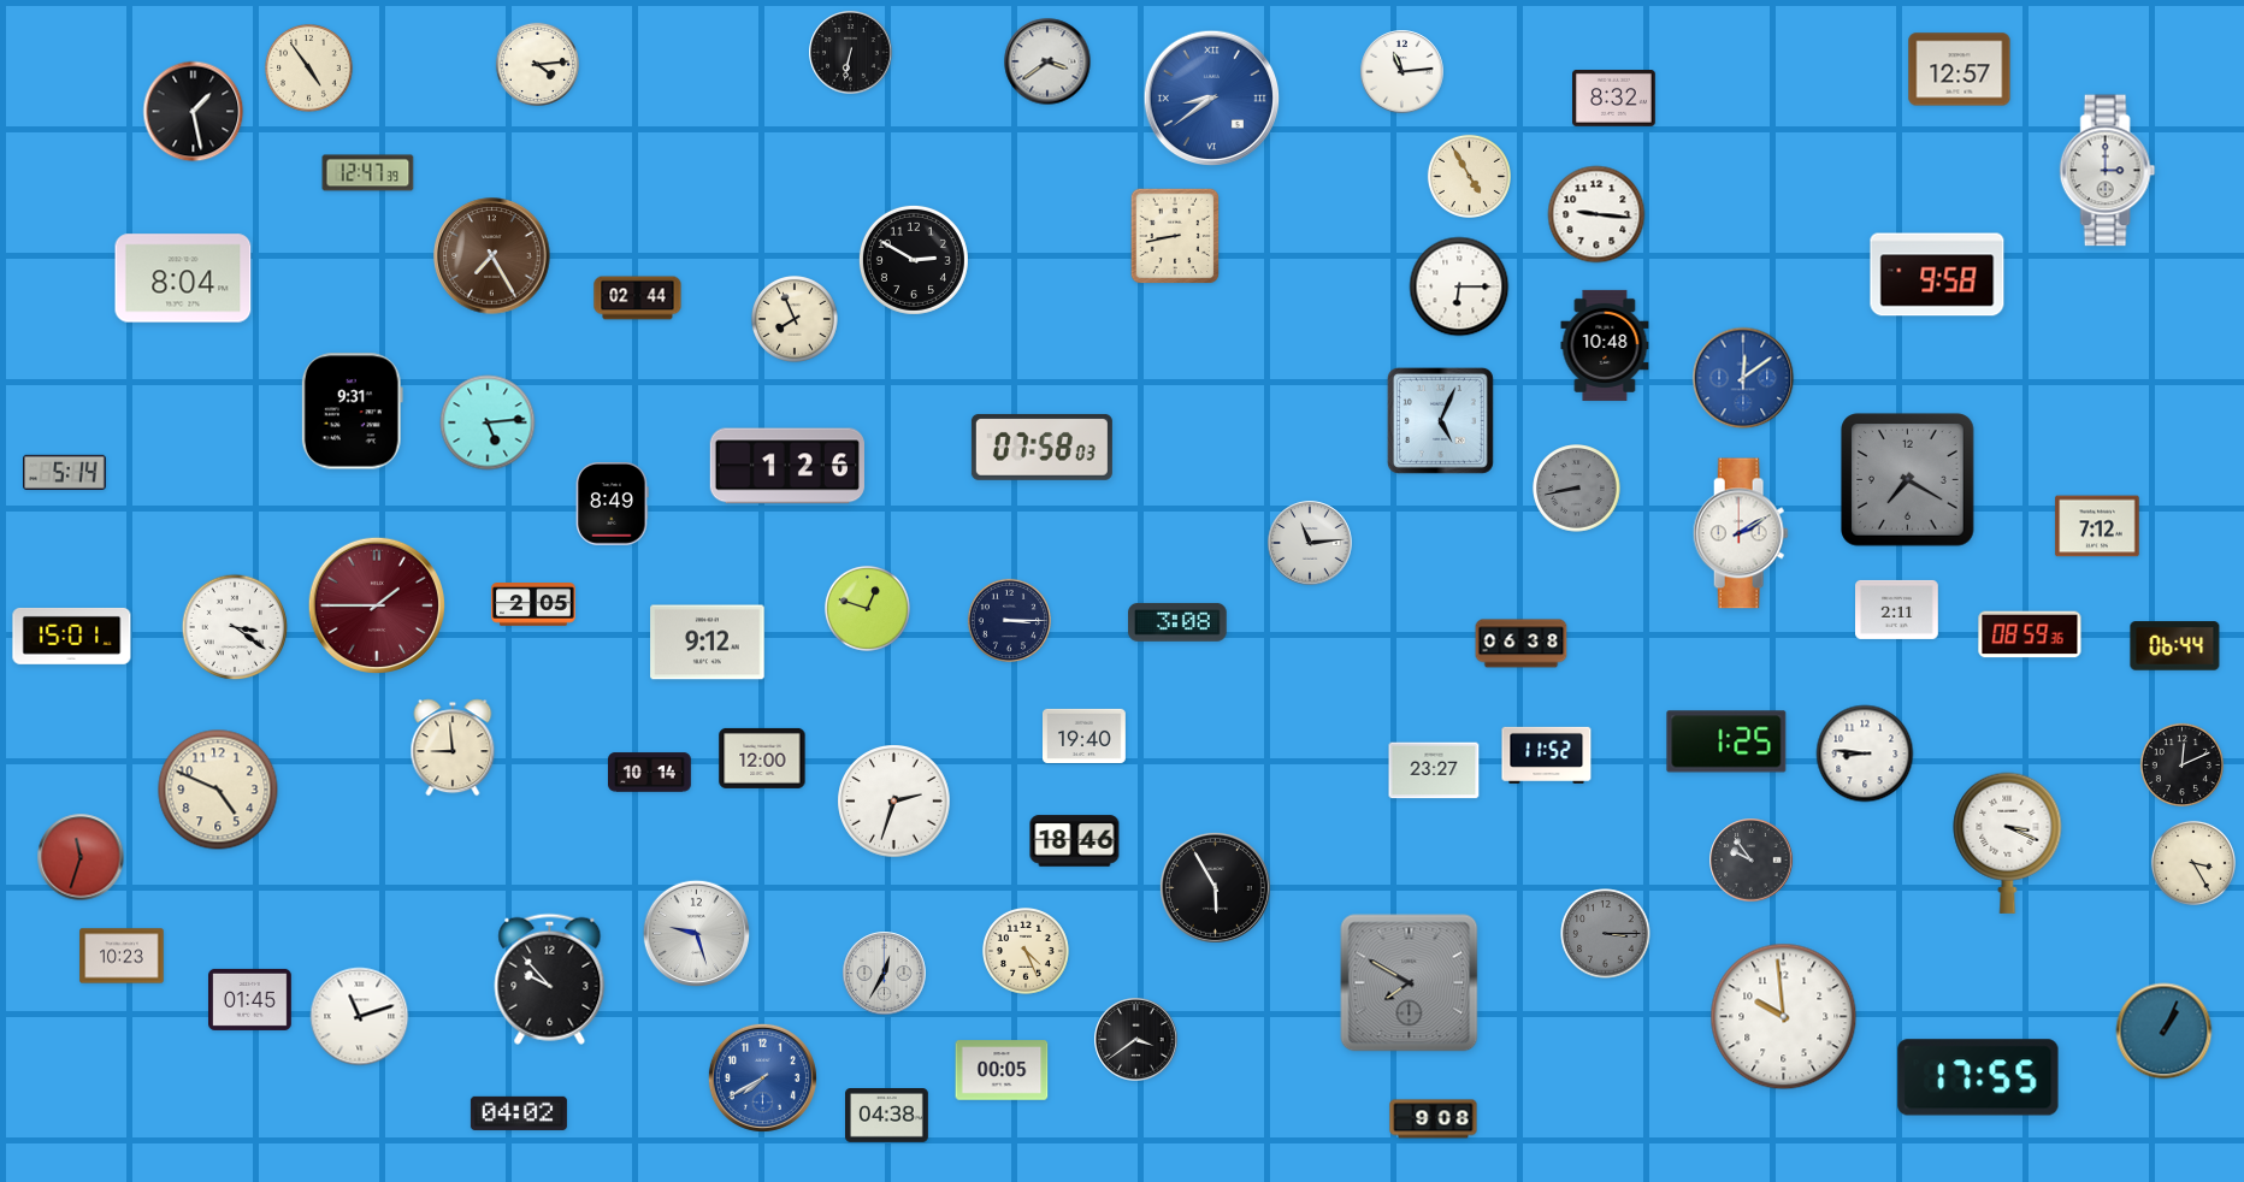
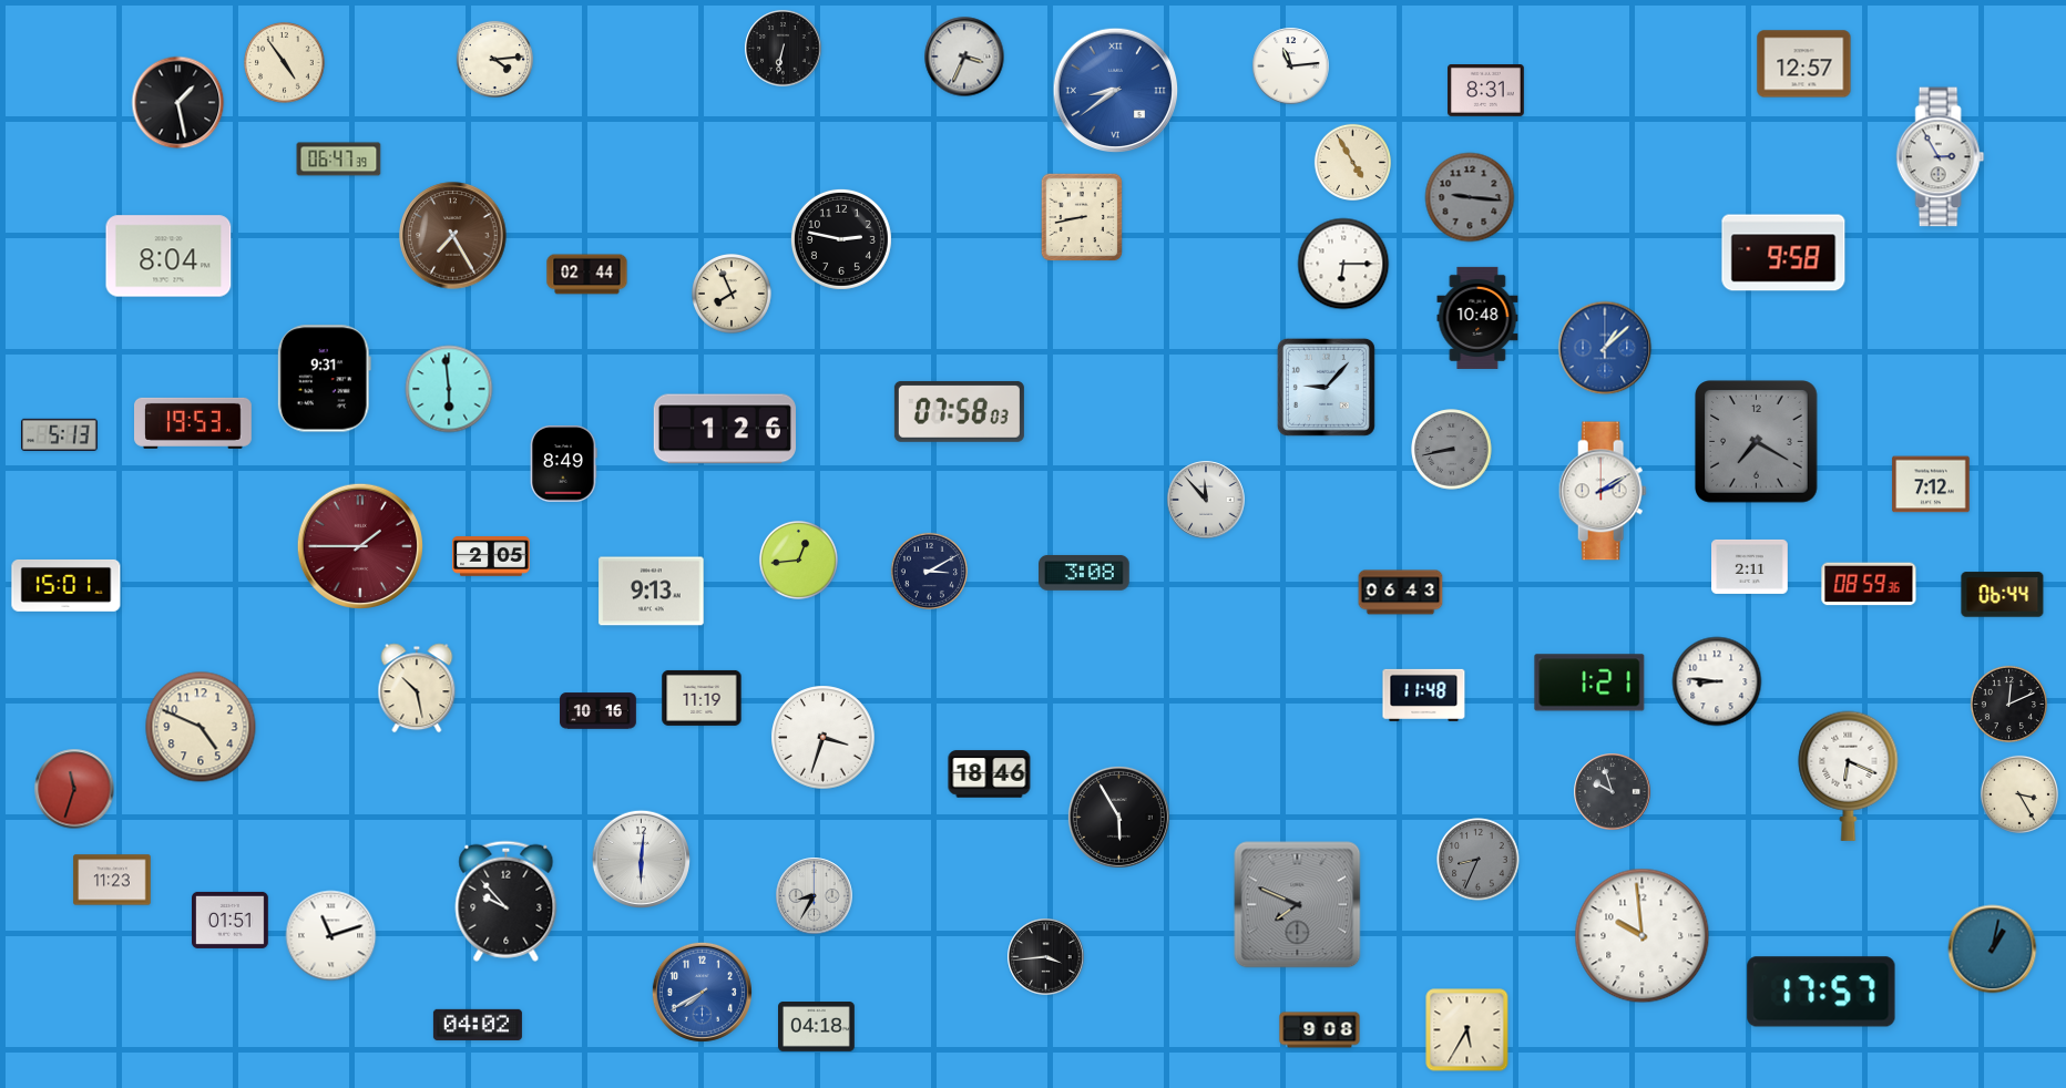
clock at (1047, 61): 3:39 -> 3:34
clock at (1614, 99): 8:32 -> 8:31
clock at (2108, 171): 3:00 -> 2:55
clock at (368, 173): 12:47 -> 06:47
clock at (1596, 214) dial: white -> grey
clock at (914, 260): 2:50 -> 2:47
clock at (1743, 378): 12:09 -> 1:08
clock at (1440, 420): 5:04 -> 9:07
clock at (488, 422): 5:14 -> 5:59
clock at (194, 423): none -> 19:53
clock at (65, 472): 5:14 -> 5:13
clock at (1310, 543): 11:14 -> 11:53
clock at (376, 604) position: (376, 604) -> (359, 545)
clock at (867, 608): 12:48 -> 12:44
clock at (1897, 609) position: (1897, 609) -> (1750, 566)
clock at (1009, 620): 3:15 -> 3:10
clock at (235, 627): 3:21 -> none
clock at (708, 643): 9:12 -> 9:13
clock at (1522, 644): 06:38 -> 06:43
clock at (1085, 735): 19:40 -> none
clock at (1726, 741): 1:25 -> 1:21
clock at (453, 747): 8:59 -> 10:28
clock at (1865, 753) position: (1865, 753) -> (1717, 681)
clock at (1547, 755): 11:52 -> 11:48
clock at (762, 758): 12:00 -> 11:19
clock at (1434, 770): 23:27 -> none
clock at (650, 773): 10:14 -> 10:16
clock at (894, 802): 2:33 -> 3:33
clock at (2008, 843): 3:19 -> 6:19
clock at (1752, 861): 9:54 -> 9:57
clock at (696, 933): 9:27 -> 6:01
clock at (1606, 934): 3:15 -> 8:34
clock at (1027, 952): 4:26 -> none
clock at (122, 956): 10:23 -> 11:23
clock at (885, 974): 12:35 -> 8:35
clock at (1410, 983): 7:50 -> 7:49
clock at (250, 999): 01:45 -> 01:51
clock at (2165, 1032): 1:04 -> 1:02
clock at (1136, 1040): 3:39 -> 3:44
clock at (1002, 1070): 00:05 -> none
clock at (1978, 1077): 17:55 -> 17:57
clock at (887, 1116): 04:38 -> 04:18
clock at (1467, 1030): none -> 5:35
